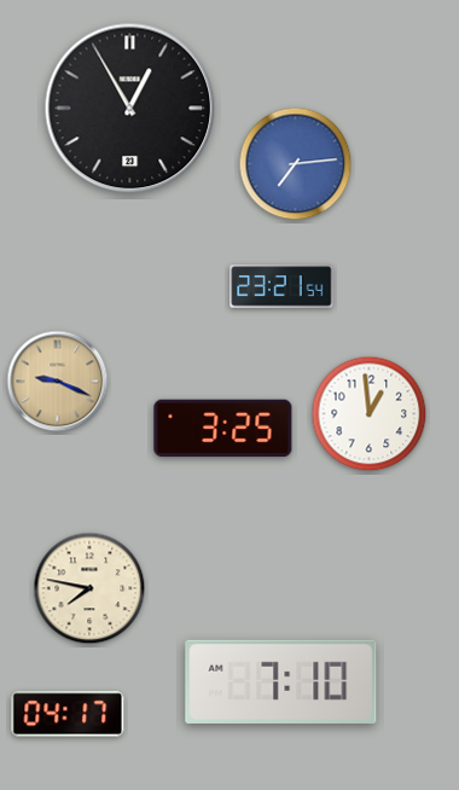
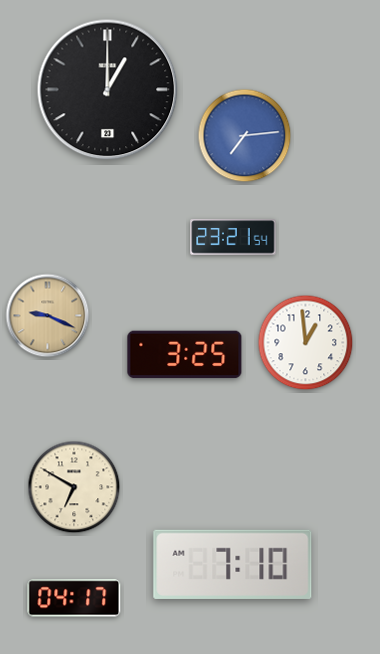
clock at (130, 109): 12:55 -> 1:00
clock at (89, 588): 7:47 -> 6:50
clock at (68, 714) position: (68, 714) -> (74, 598)
